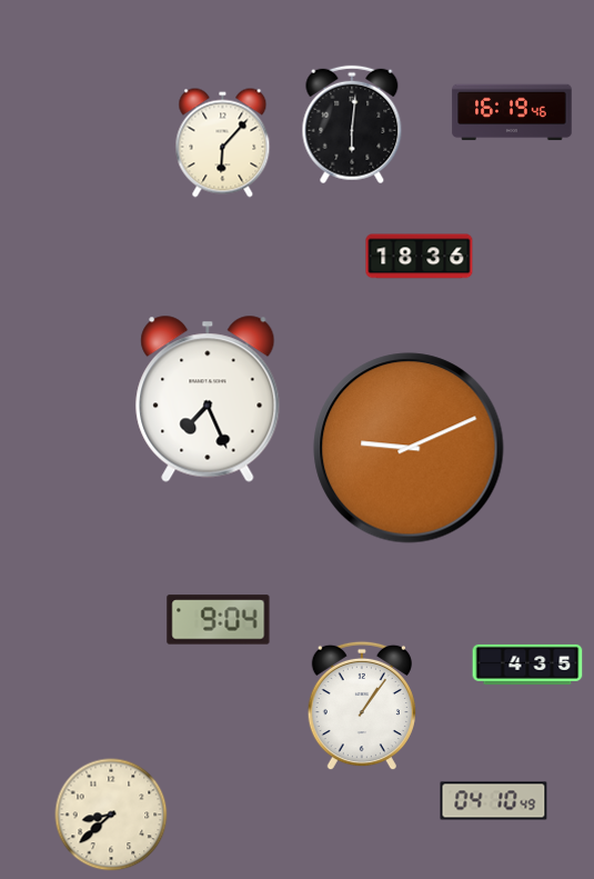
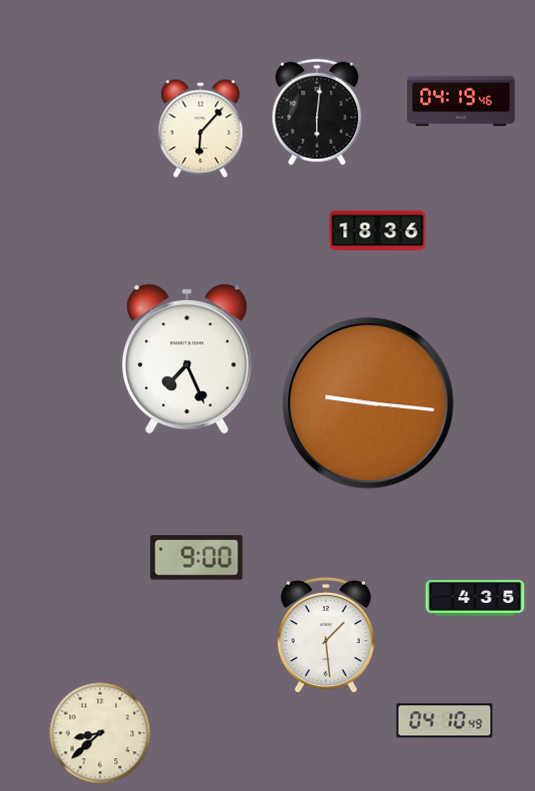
clock at (512, 112): 16:19 -> 04:19
clock at (409, 448): 9:11 -> 9:16
clock at (219, 620): 9:04 -> 9:00
clock at (362, 706): 1:06 -> 1:29
